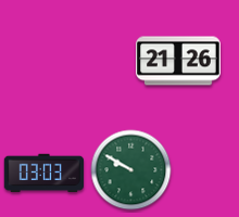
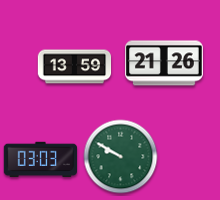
clock at (178, 61) position: (178, 61) -> (164, 63)
clock at (75, 67): none -> 13:59
